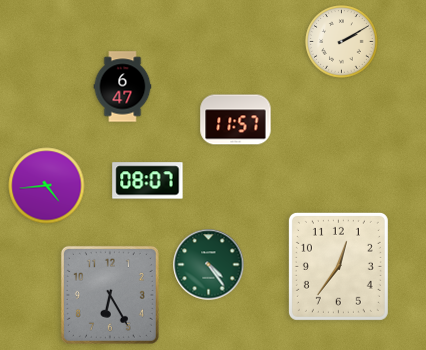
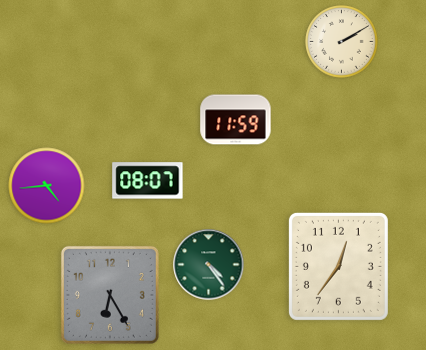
clock at (123, 87): 6:47 -> none
clock at (236, 120): 11:57 -> 11:59
